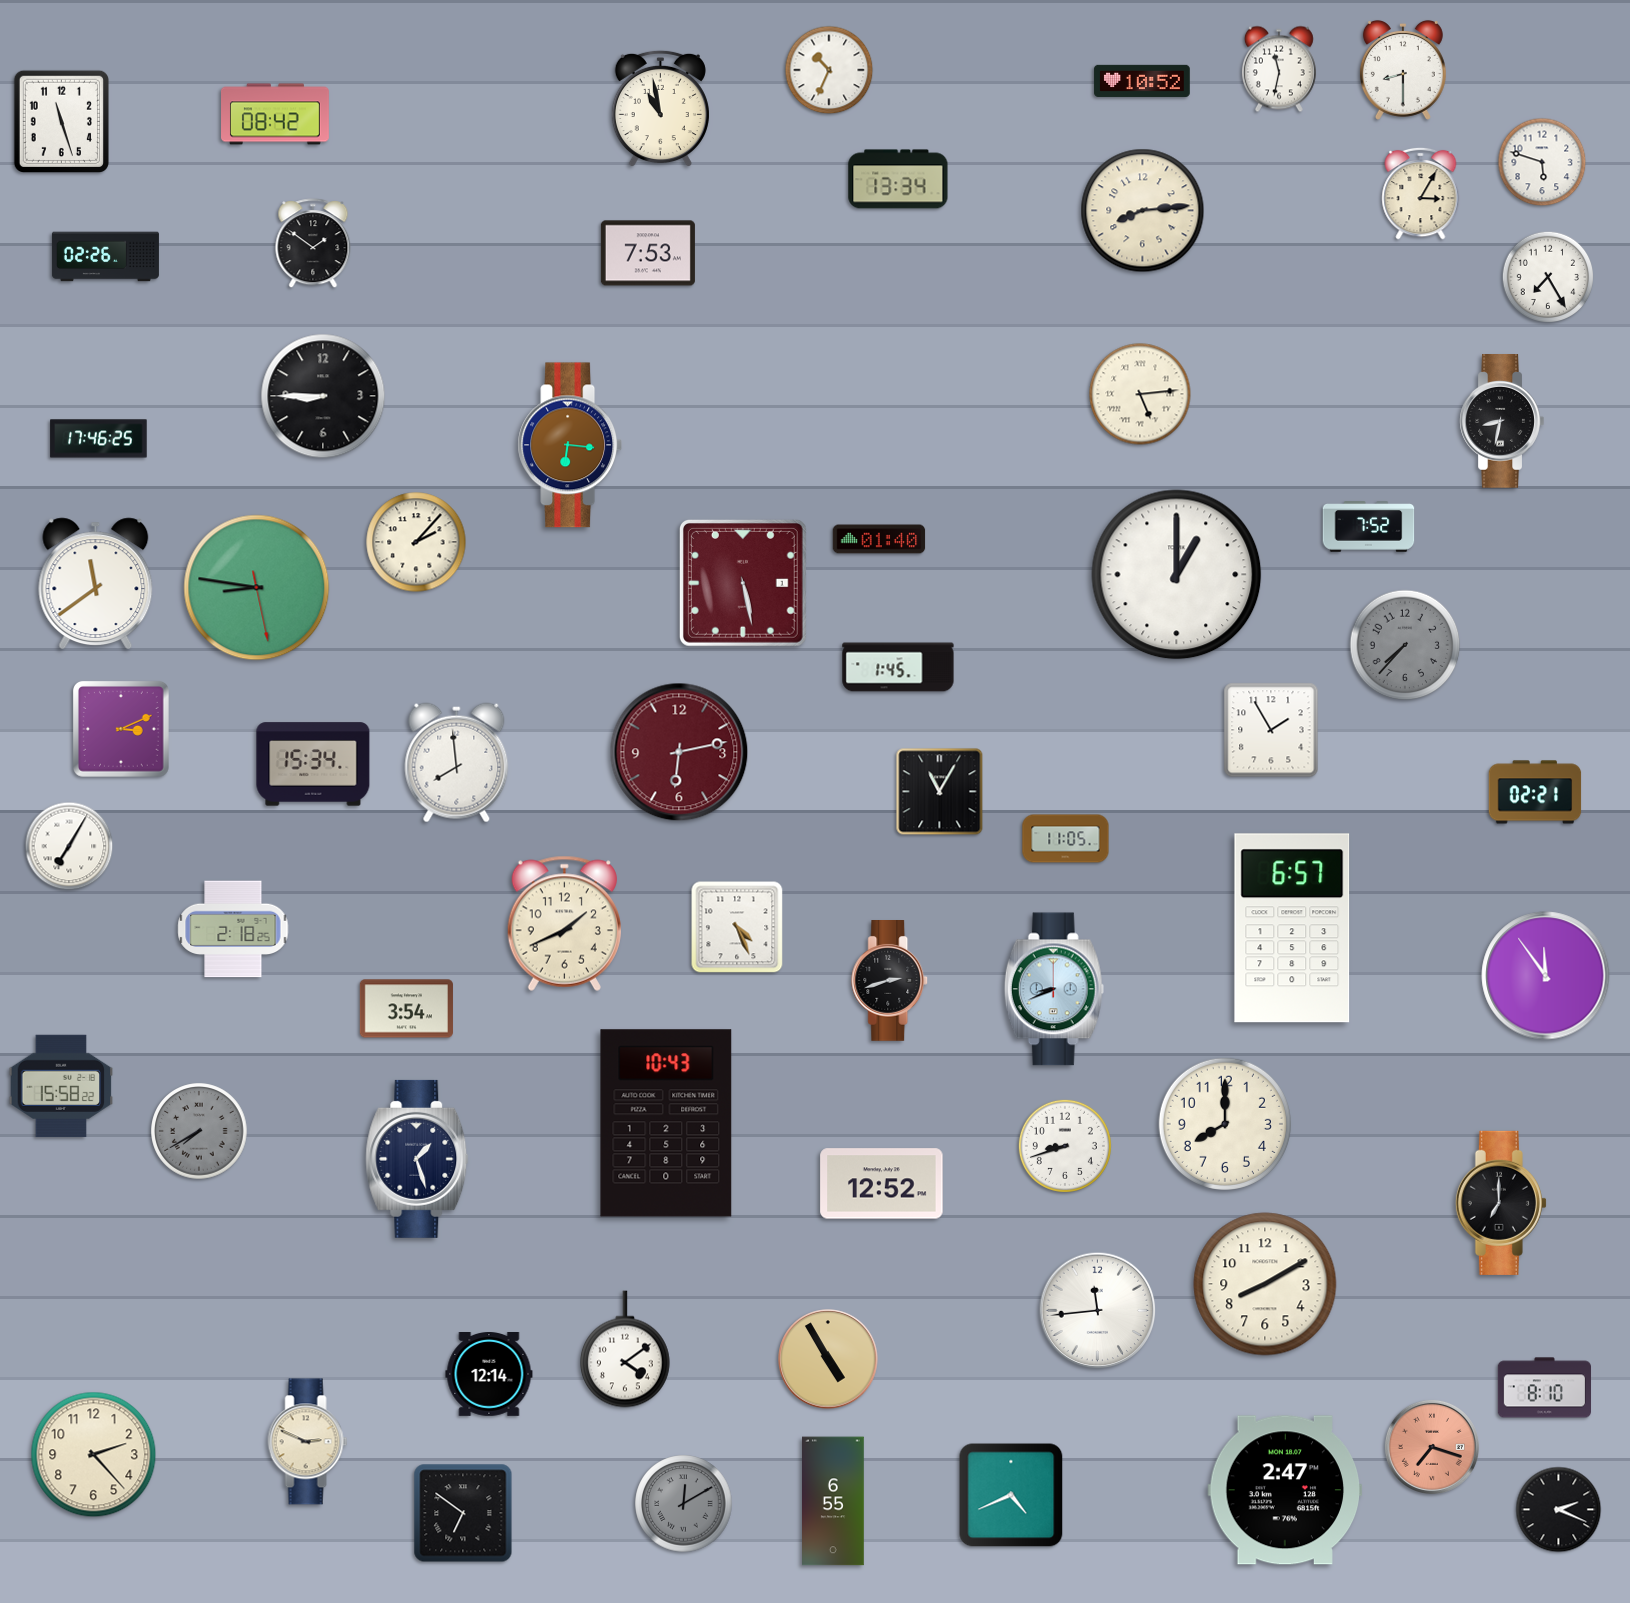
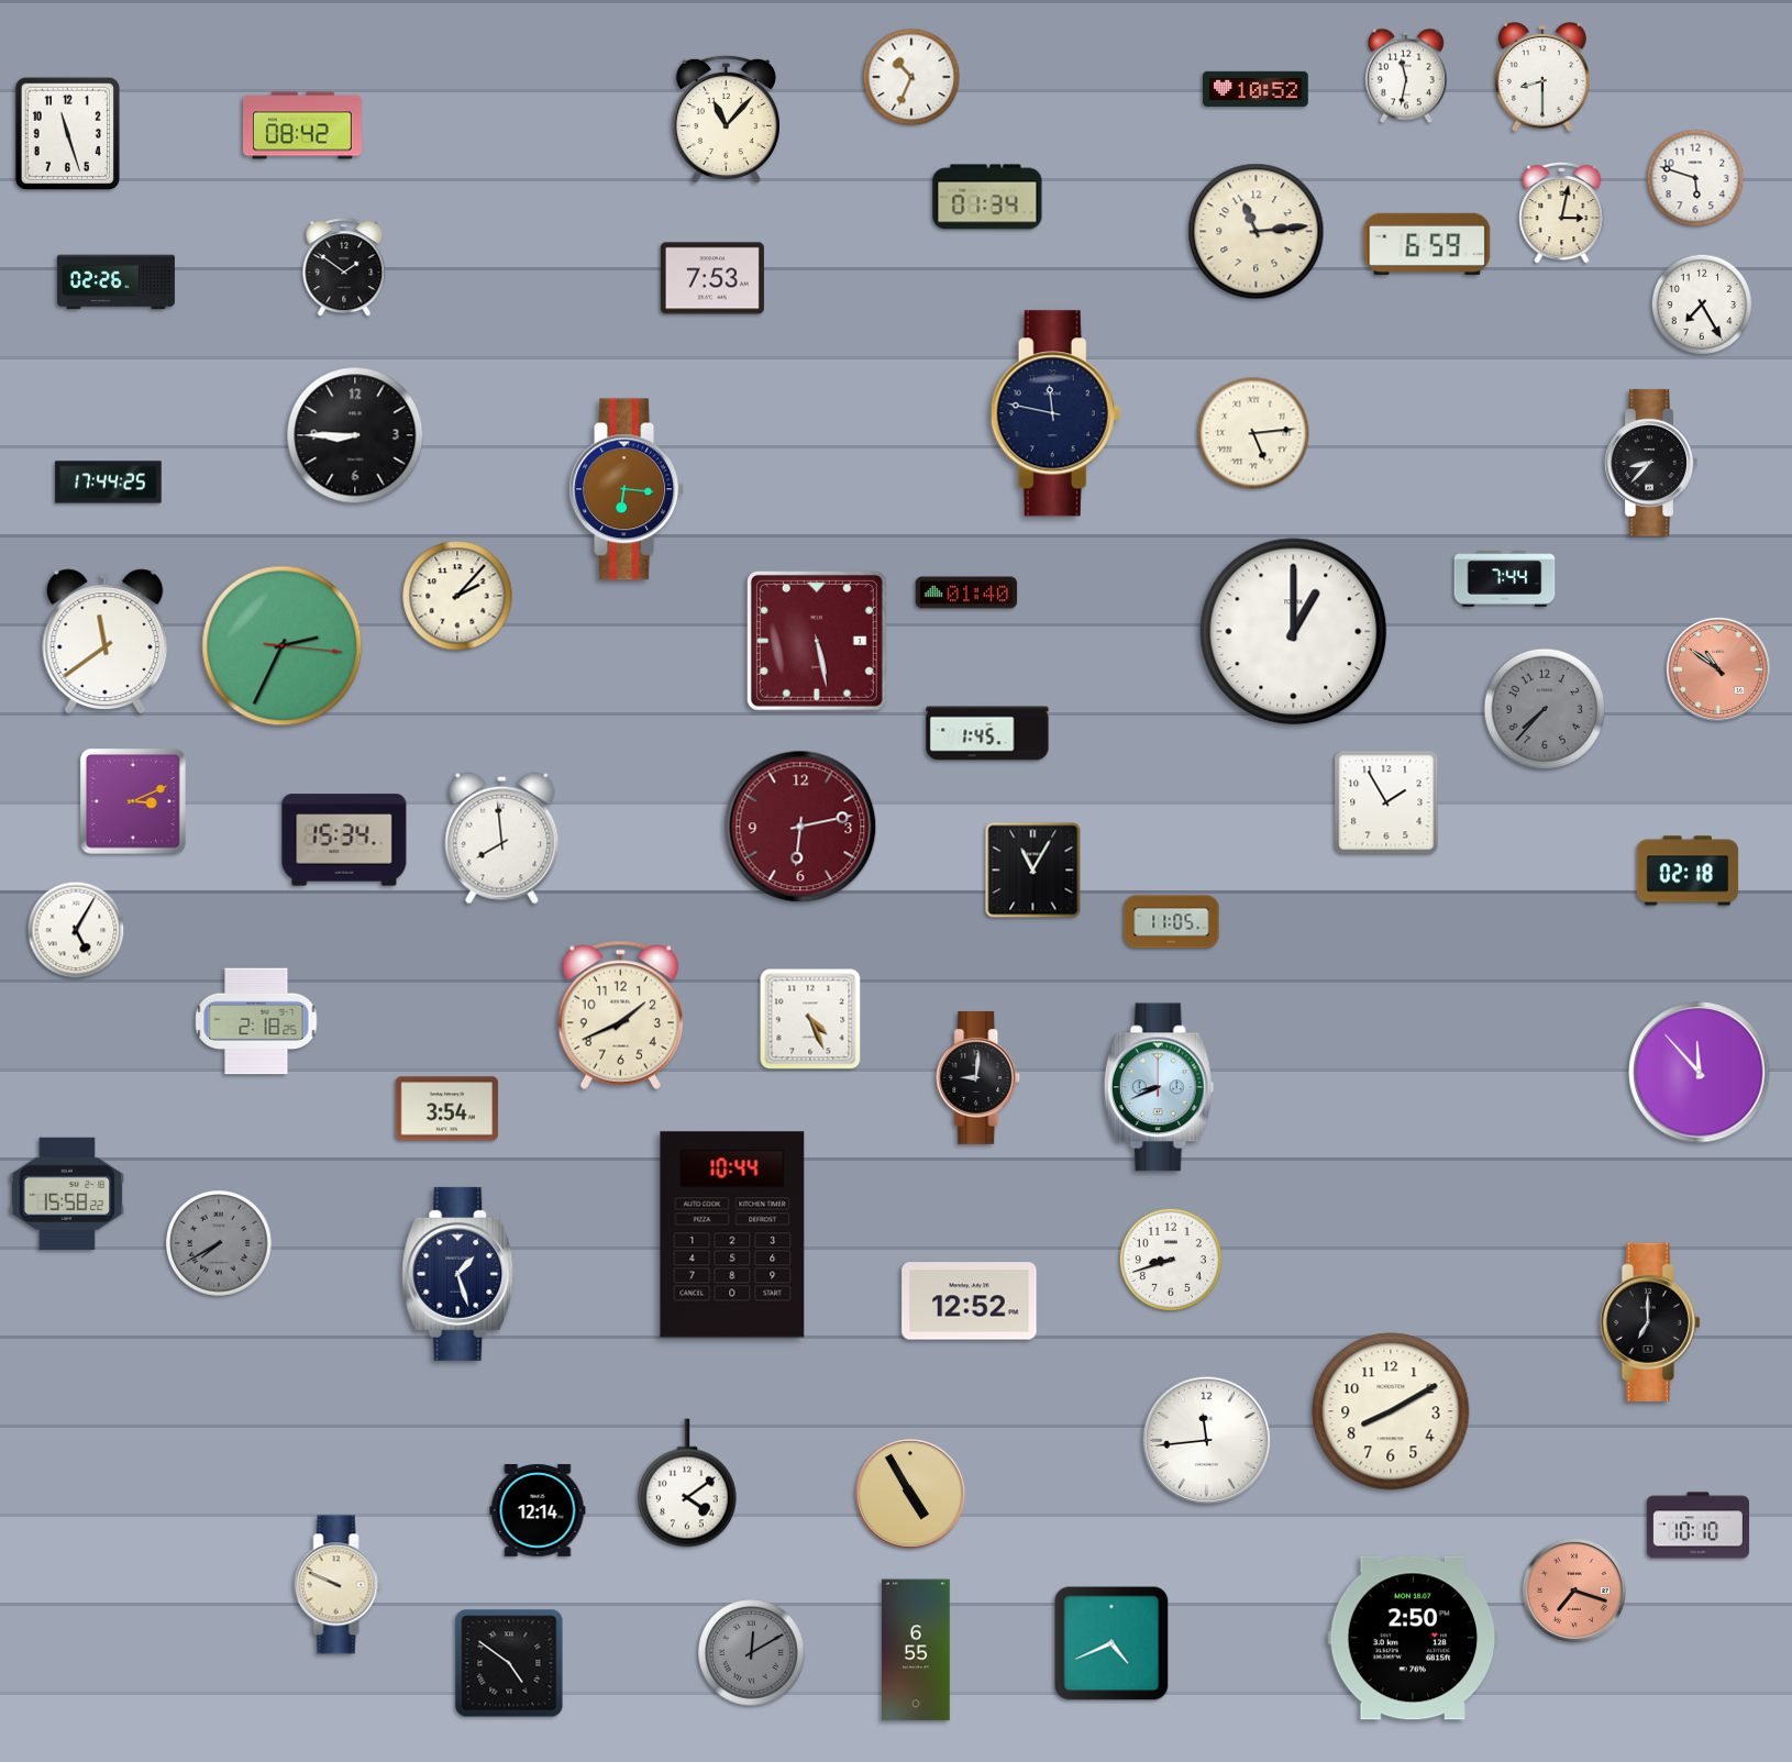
clock at (660, 109): 10:58 -> 11:07
clock at (898, 179): 13:34 -> 01:34
clock at (1421, 193): 3:05 -> 3:02
clock at (1143, 211): 8:14 -> 11:14
clock at (1427, 244): none -> 6:59
clock at (1055, 413): none -> 11:47
clock at (1502, 422): 8:32 -> 8:37
clock at (99, 439): 17:46 -> 17:44
clock at (1369, 527): 7:52 -> 7:44
clock at (257, 588): 8:46 -> 2:34
clock at (1718, 669): none -> 10:51
clock at (1271, 730) position: (1271, 730) -> (1386, 802)
clock at (679, 752) position: (679, 752) -> (800, 827)
clock at (1535, 792): 02:21 -> 02:18
clock at (69, 846): 7:05 -> 5:05
clock at (1292, 928): 6:57 -> none
clock at (1546, 976): 11:54 -> 11:53
clock at (890, 981): 2:42 -> 9:01
clock at (666, 1123): 10:43 -> 10:44
clock at (1225, 1124): 8:00 -> none
clock at (1544, 1388): 8:10 -> 10:10
clock at (308, 1442): 2:49 -> 9:49
clock at (94, 1455): 2:23 -> none
clock at (1285, 1490): 2:47 -> 2:50
clock at (1559, 1510): 2:19 -> none
clock at (463, 1513): 6:51 -> 4:51
